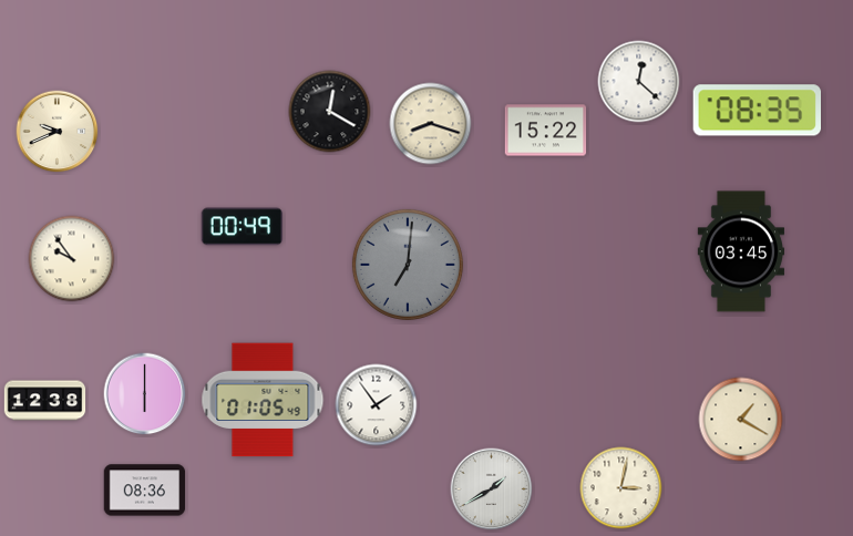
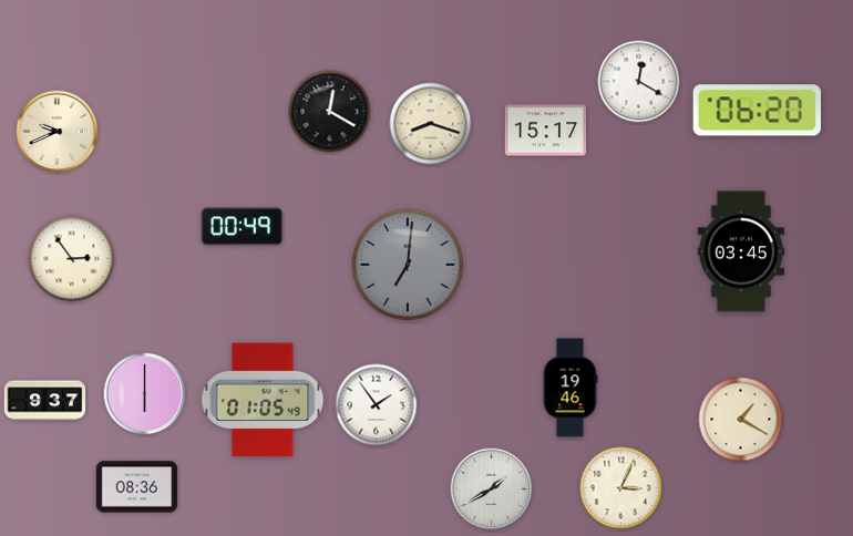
clock at (639, 82): 12:22 -> 12:20
clock at (757, 111): 08:35 -> 06:20
clock at (546, 131): 15:22 -> 15:17
clock at (72, 259): 9:54 -> 2:54
clock at (571, 388): none -> 19:46
clock at (45, 401): 12:38 -> 9:37
clock at (621, 488): 3:02 -> 3:04
clock at (145, 491) position: (145, 491) -> (137, 487)
